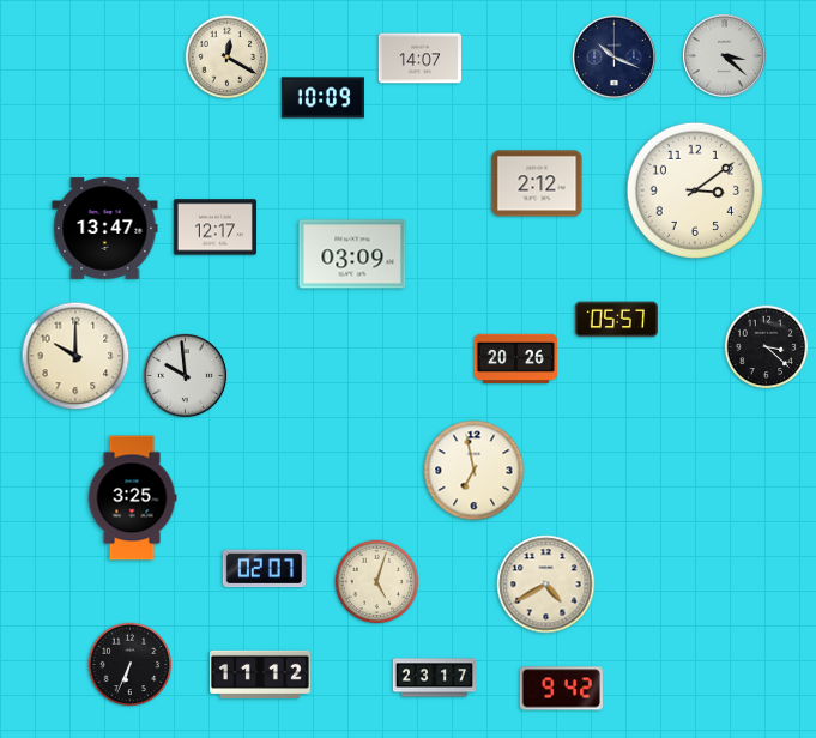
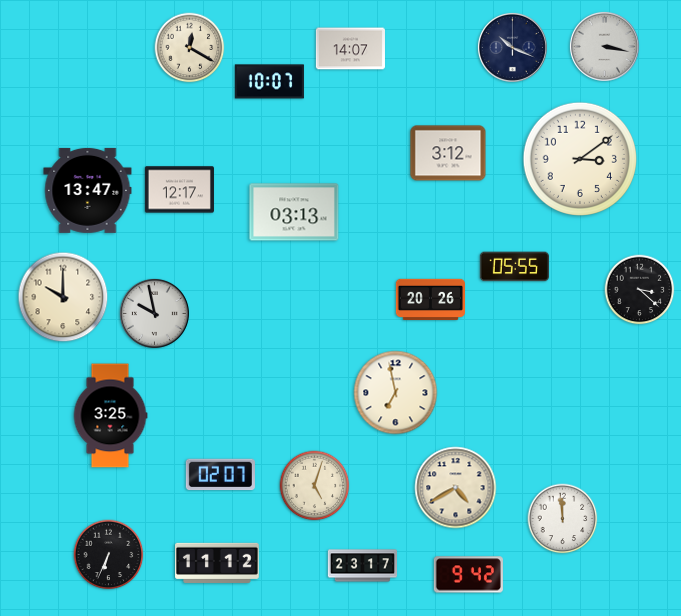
clock at (724, 55): 3:22 -> 3:17
clock at (322, 98): 10:09 -> 10:07
clock at (537, 183): 2:12 -> 3:12
clock at (352, 254): 03:09 -> 03:13
clock at (616, 320): 05:57 -> 05:55
clock at (185, 375): 9:59 -> 9:58
clock at (563, 519): none -> 11:59
